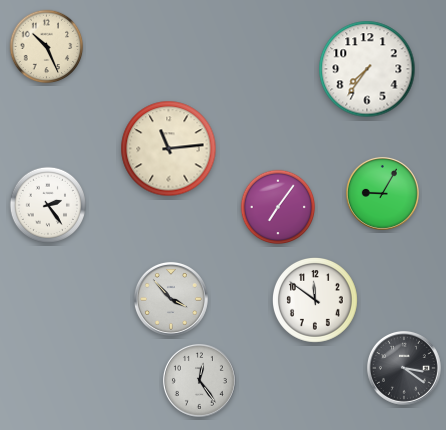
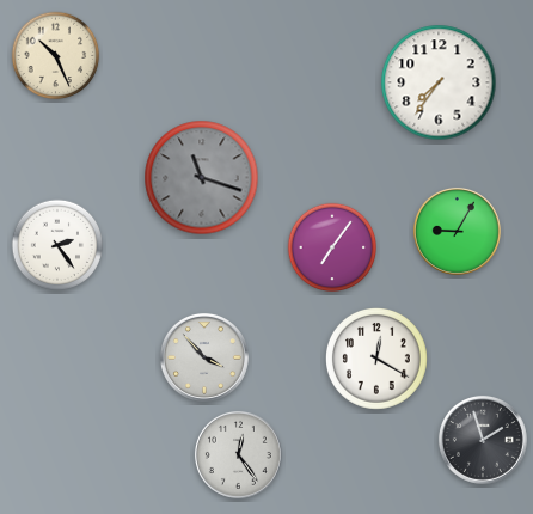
clock at (169, 149): 11:14 -> 11:18
clock at (169, 149) dial: cream -> grey
clock at (316, 301): 11:51 -> 12:20
clock at (404, 368): 3:21 -> 1:57
